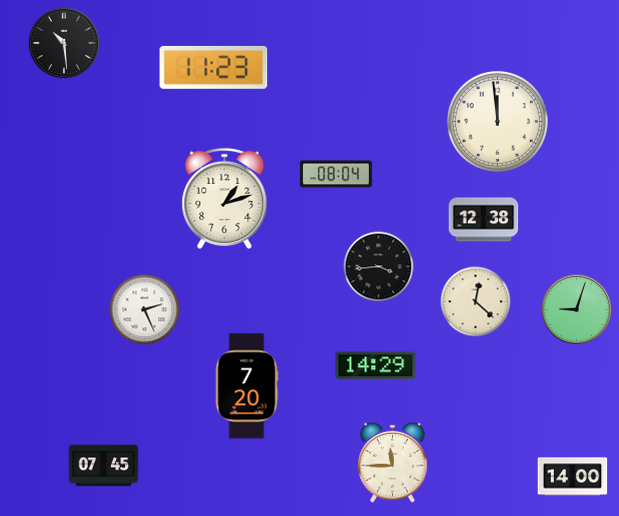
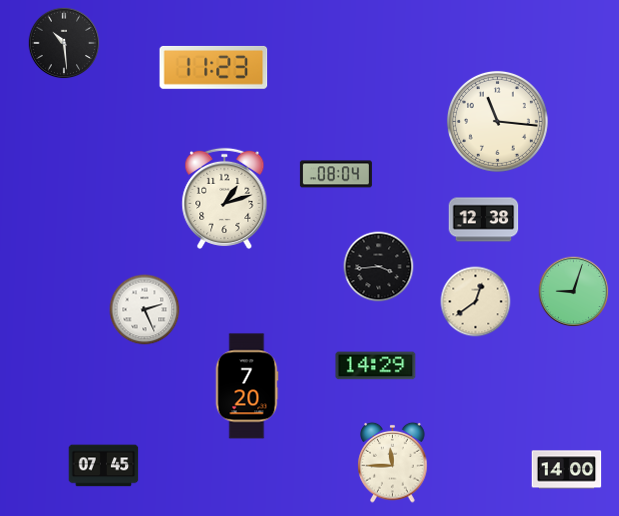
clock at (497, 121): 11:59 -> 11:16
clock at (476, 302): 12:22 -> 12:39
clock at (577, 310) position: (577, 310) -> (574, 292)
clock at (573, 477) position: (573, 477) -> (567, 470)
